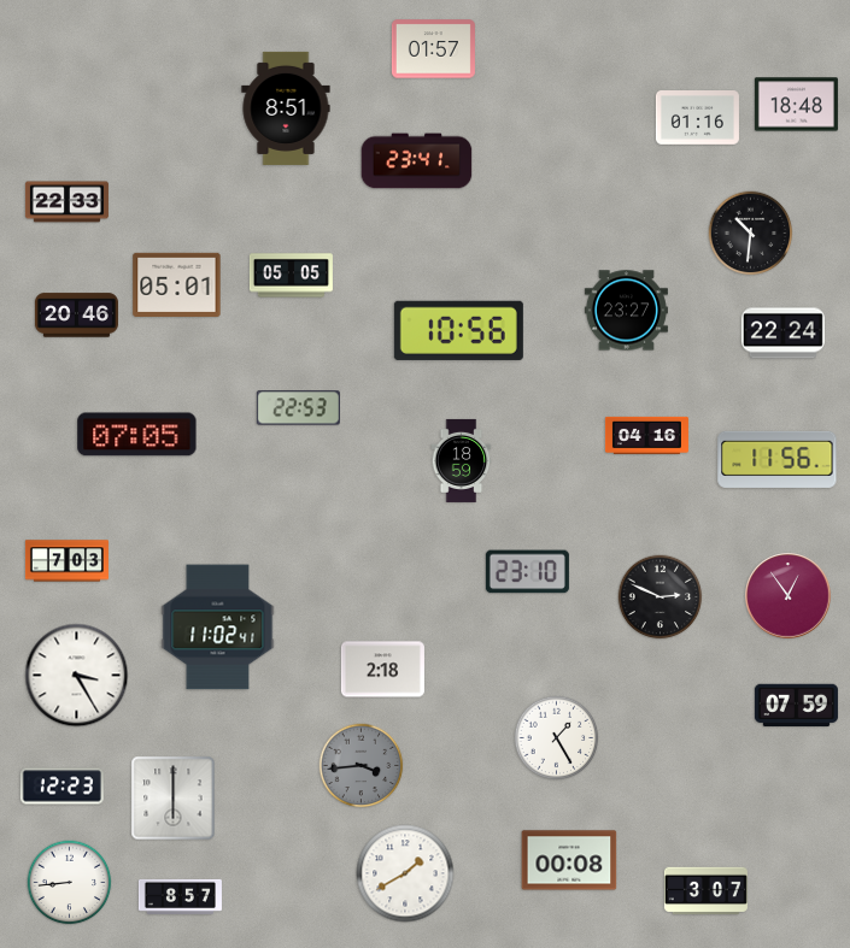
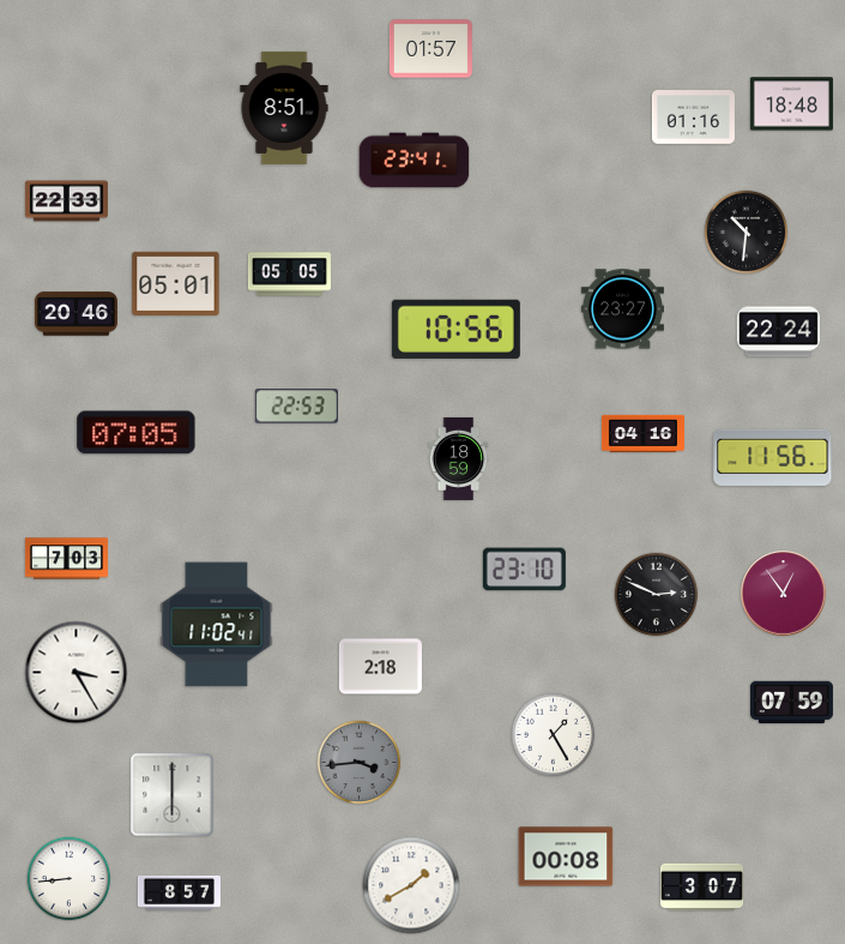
clock at (61, 787): 12:23 -> none
clock at (405, 873) position: (405, 873) -> (411, 885)
